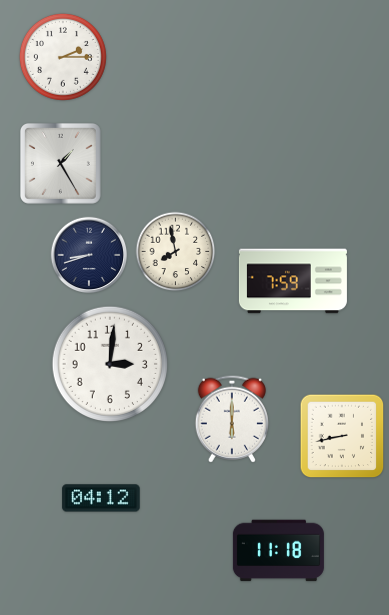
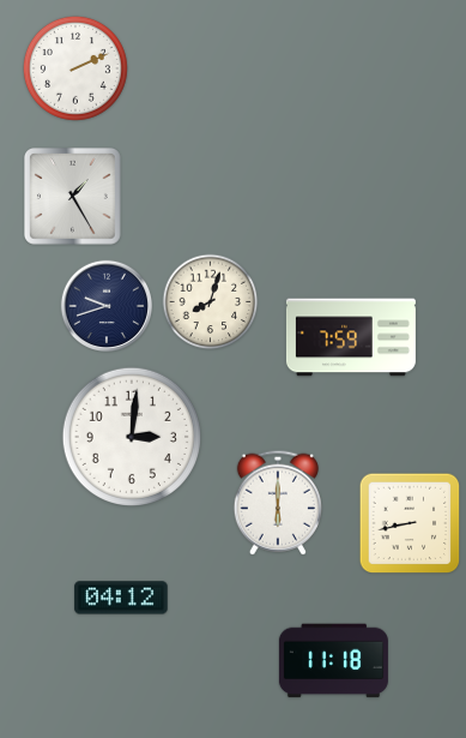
clock at (63, 57): 2:15 -> 2:11
clock at (176, 252): 7:58 -> 8:03
clock at (89, 255): 8:42 -> 9:42
